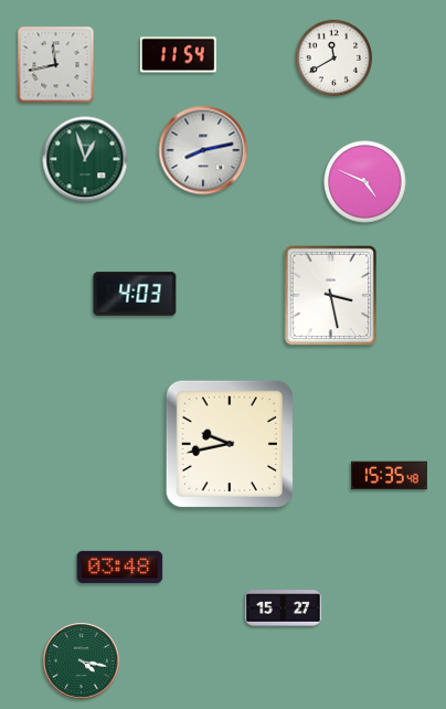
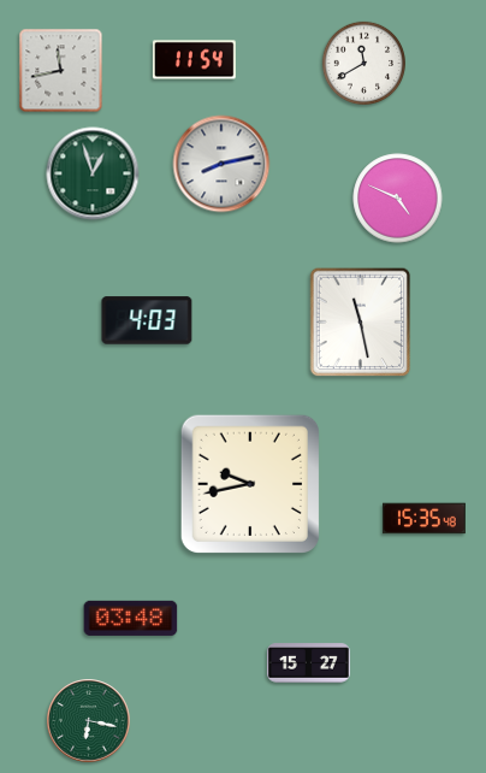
clock at (331, 296): 3:28 -> 11:28
clock at (82, 662): 4:17 -> 6:17
